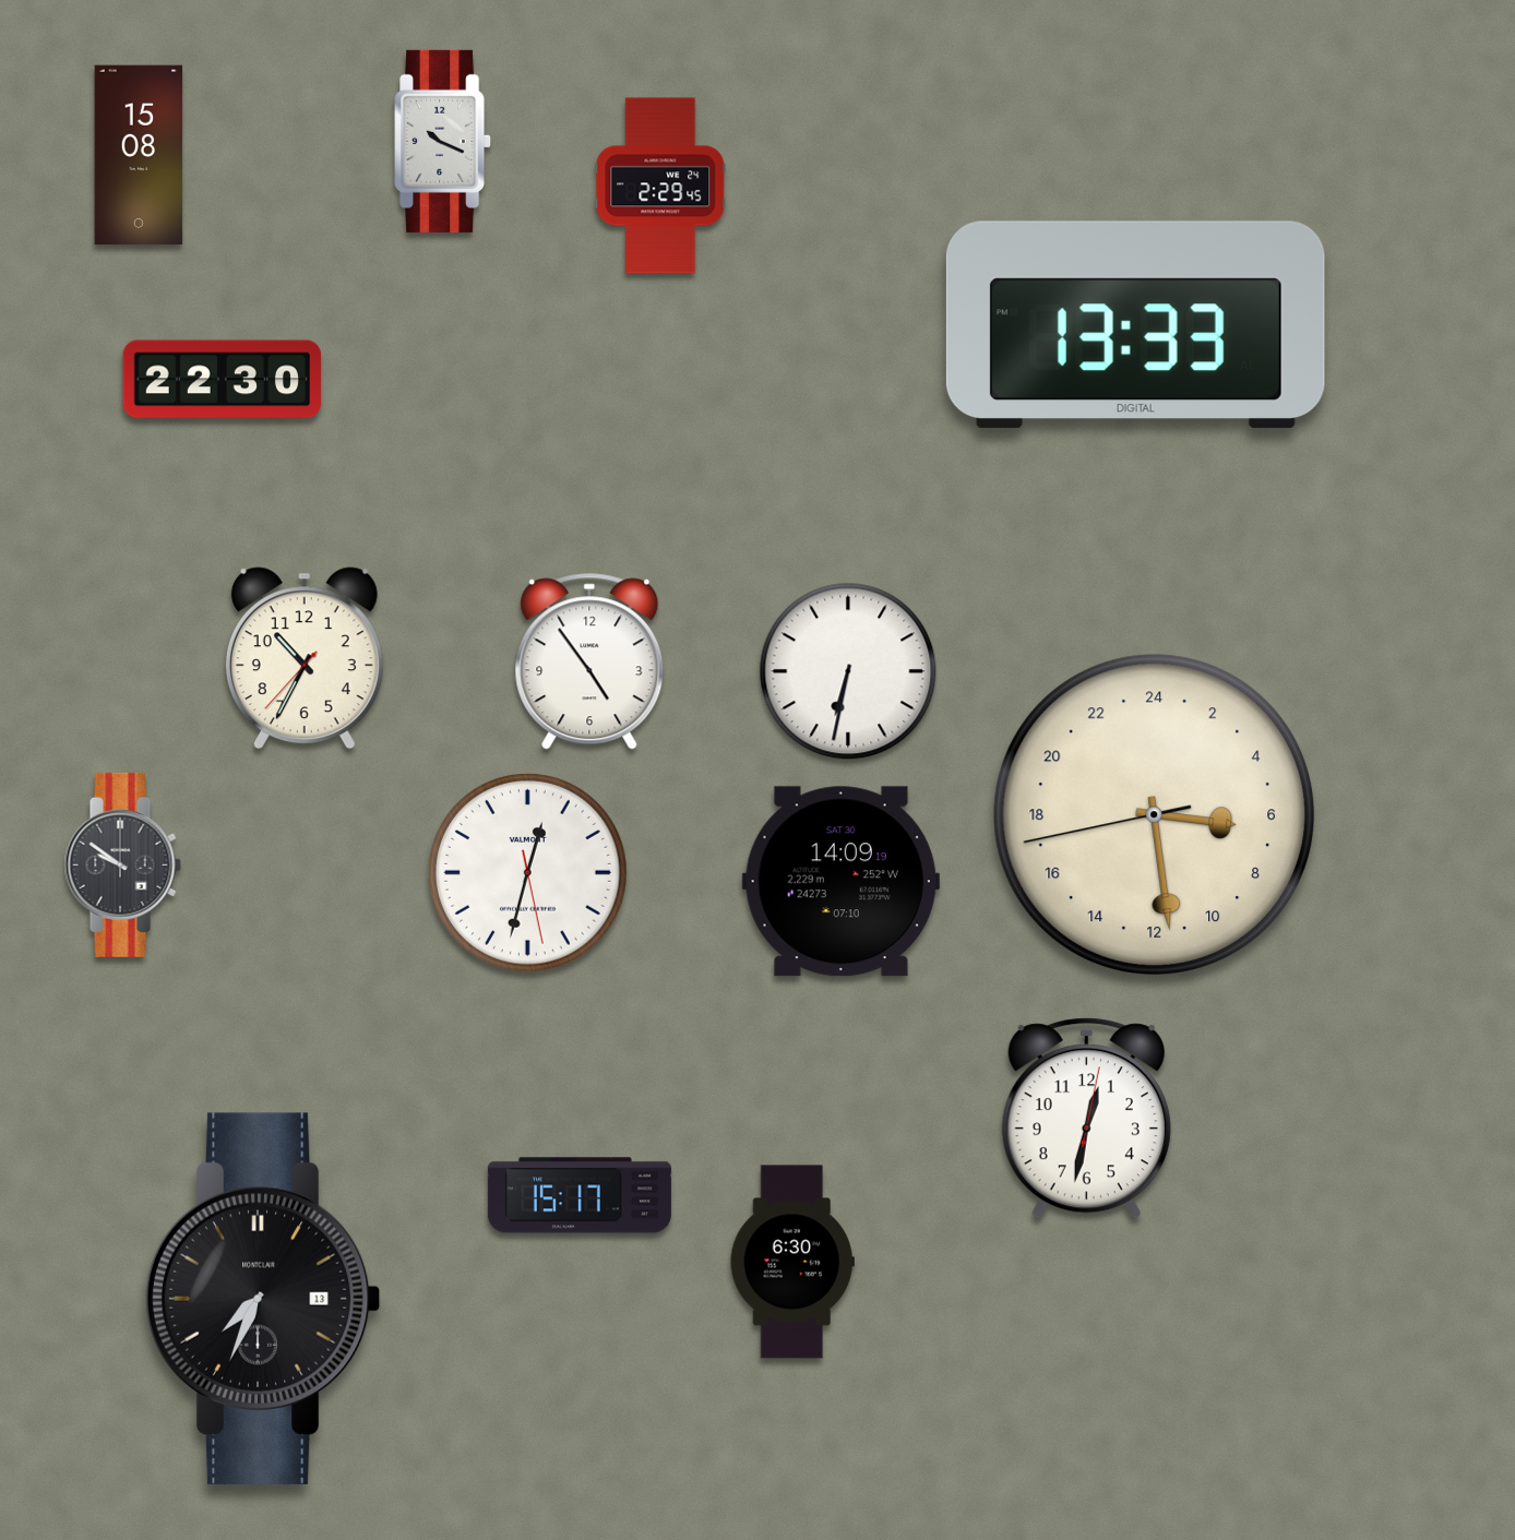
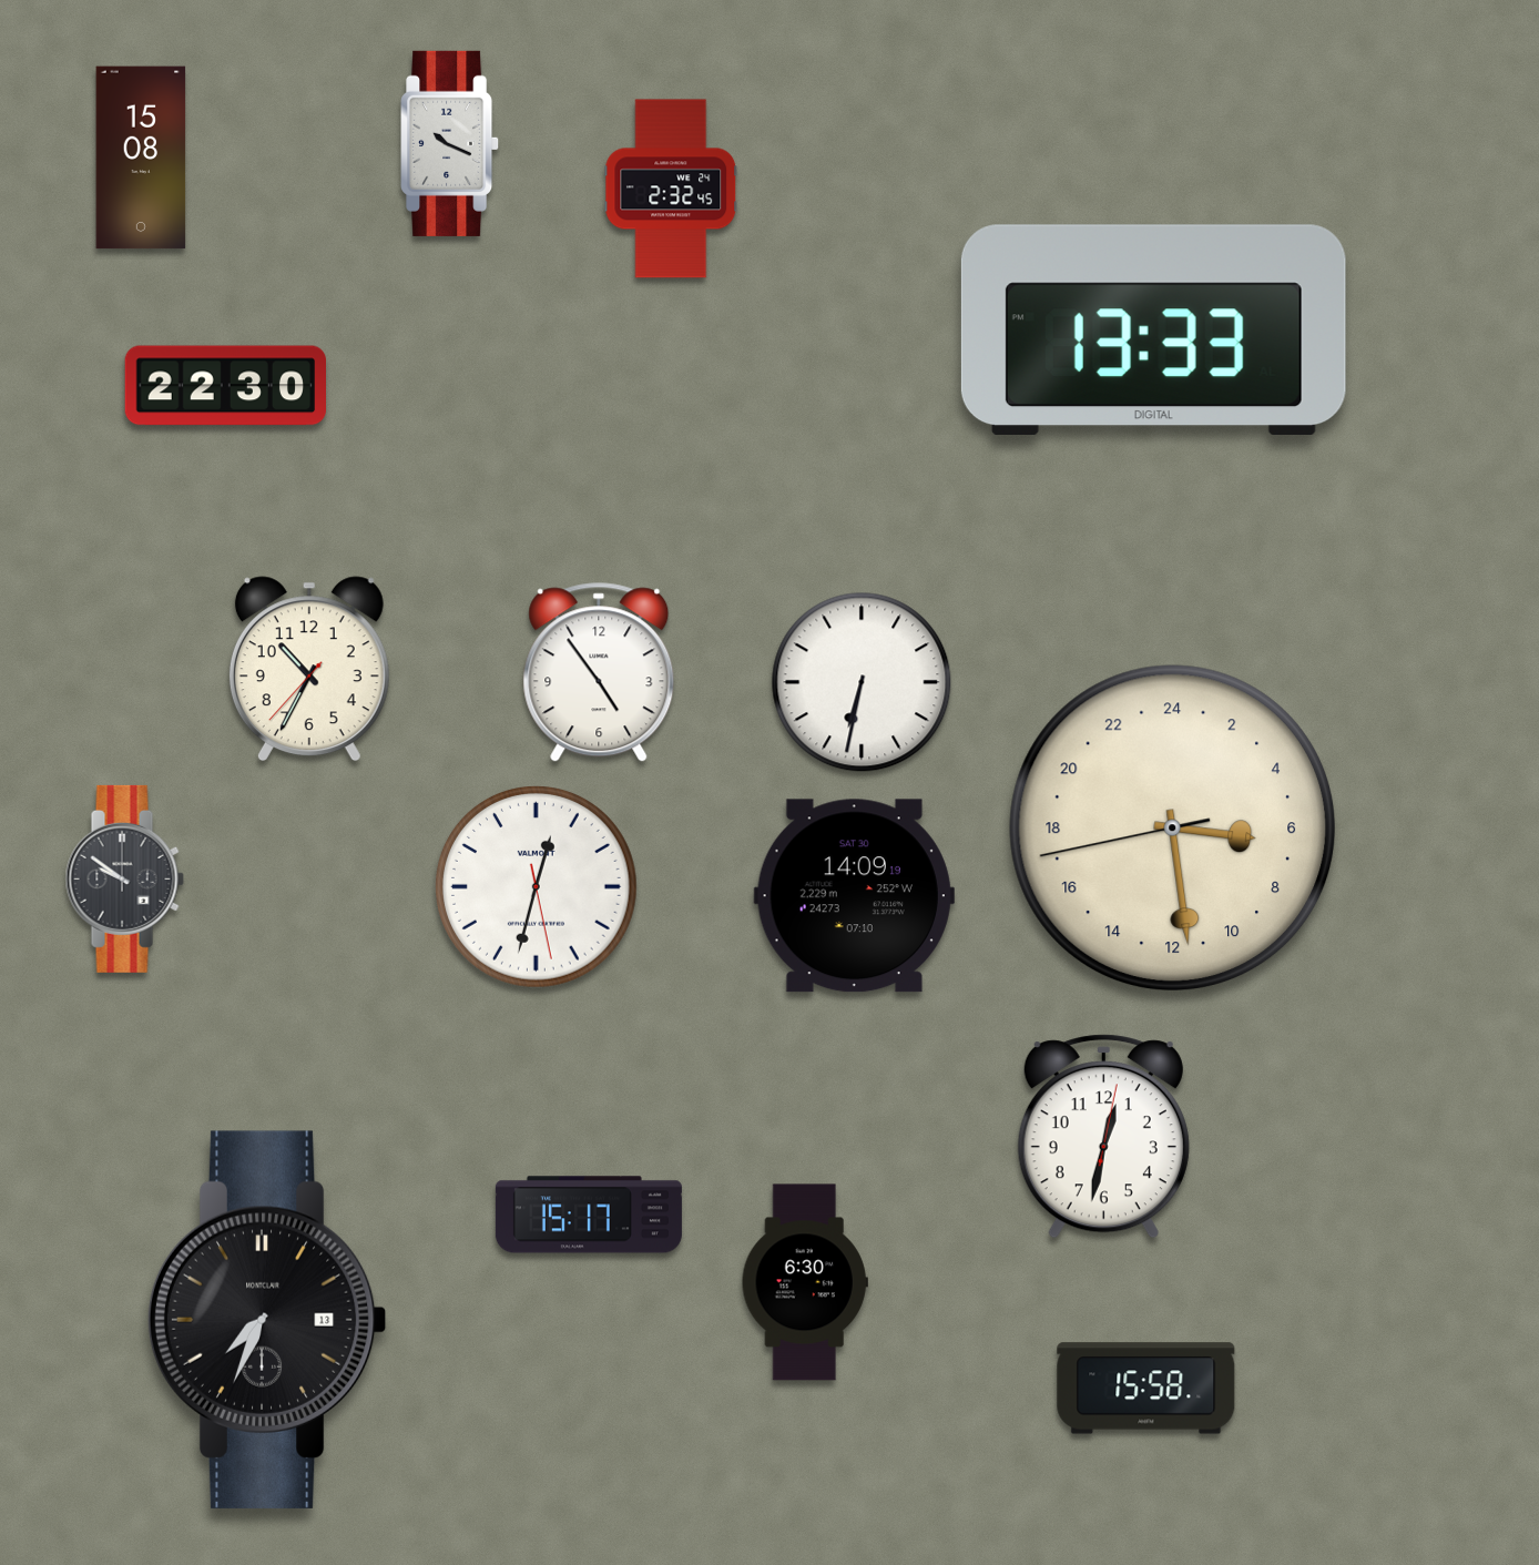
clock at (660, 186): 2:29 -> 2:32
clock at (1146, 1389): none -> 15:58
